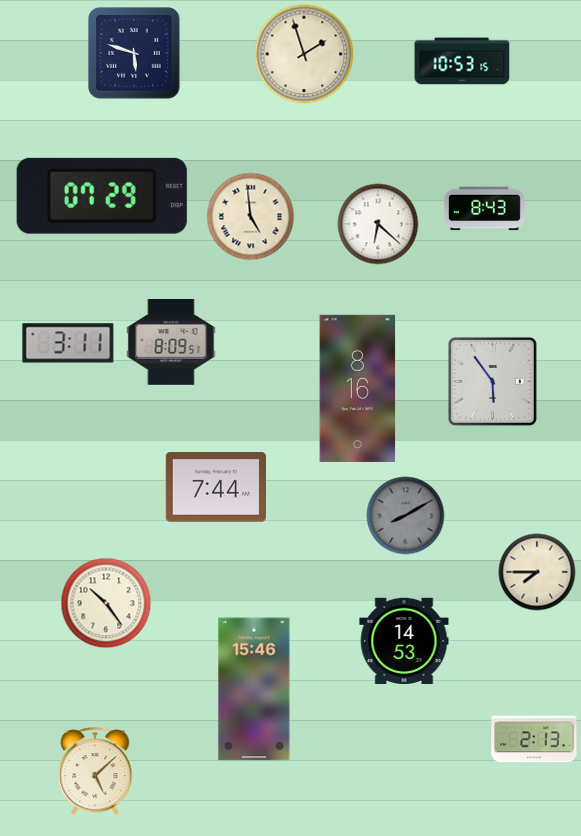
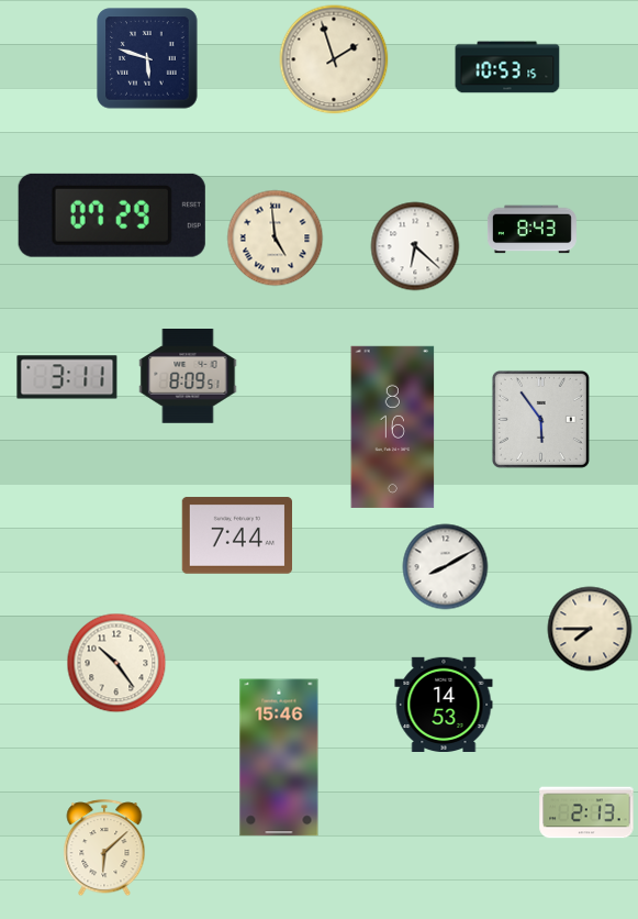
clock at (68, 343) position: (68, 343) -> (67, 377)
clock at (406, 516) dial: grey -> white
clock at (95, 772): 5:08 -> 6:08
